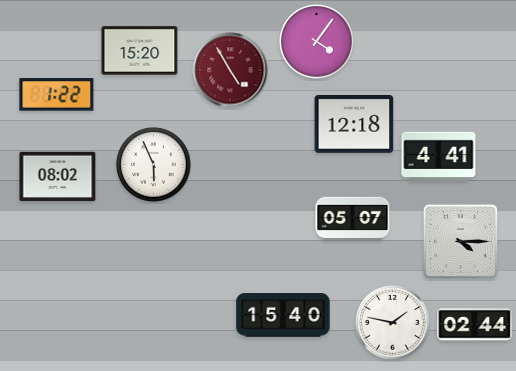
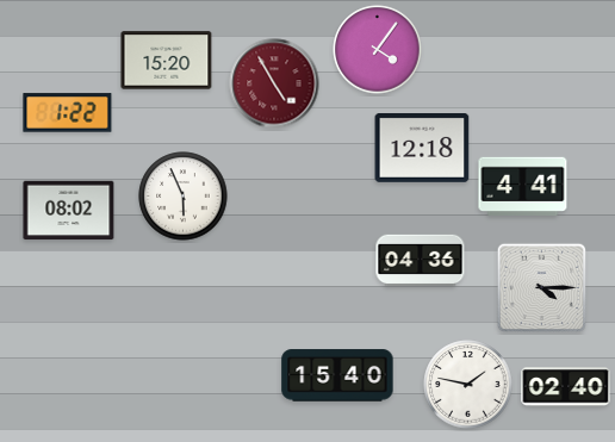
clock at (353, 218): 05:07 -> 04:36
clock at (461, 242) position: (461, 242) -> (542, 288)
clock at (475, 325): 02:44 -> 02:40
